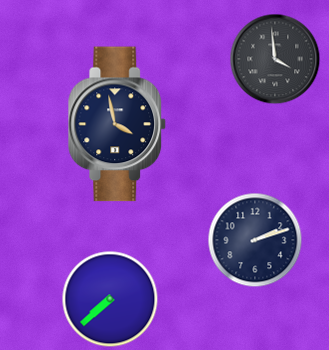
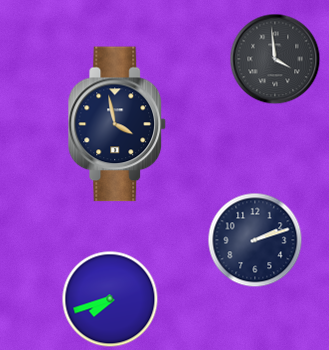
clock at (110, 299): 7:38 -> 7:42
